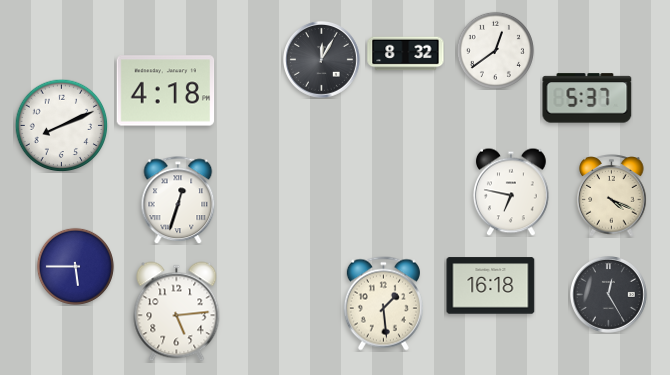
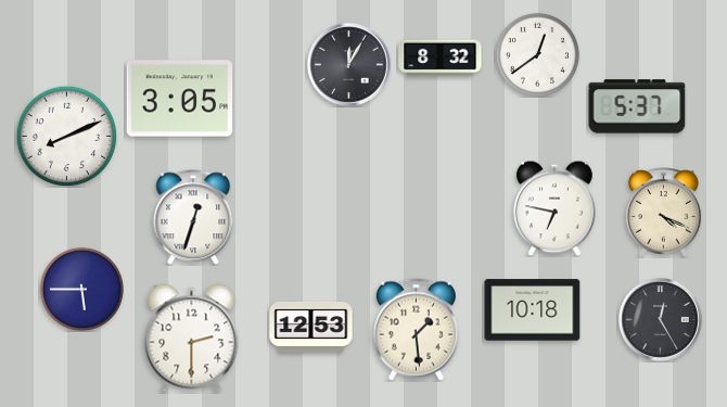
clock at (166, 91): 4:18 -> 3:05
clock at (491, 286): 16:18 -> 10:18
clock at (311, 327): none -> 12:53
clock at (177, 312): 5:14 -> 2:30
